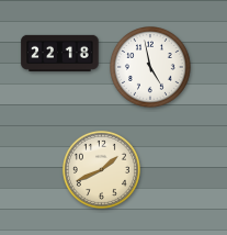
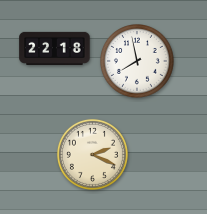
clock at (151, 68): 4:58 -> 7:58
clock at (101, 169): 1:41 -> 2:19
